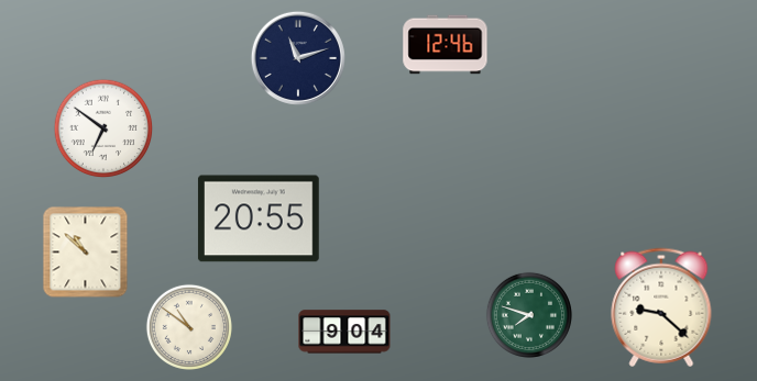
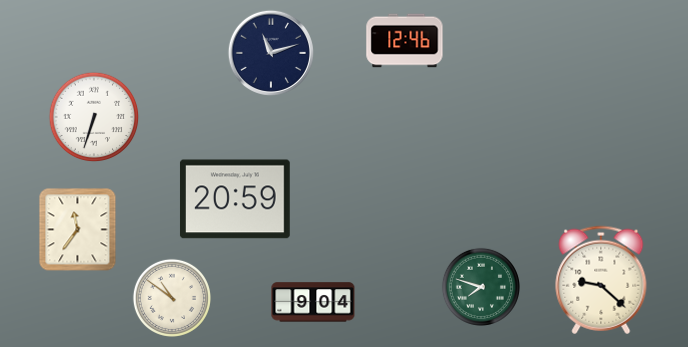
clock at (103, 128): 6:51 -> 6:33
clock at (259, 218): 20:55 -> 20:59
clock at (86, 251): 10:52 -> 11:36
